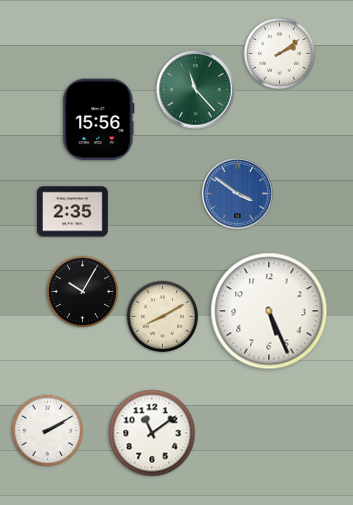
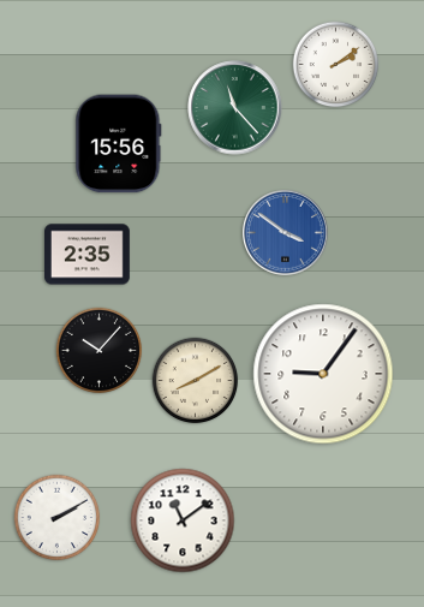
clock at (83, 292): 10:05 -> 10:07
clock at (269, 311): 5:26 -> 9:06
